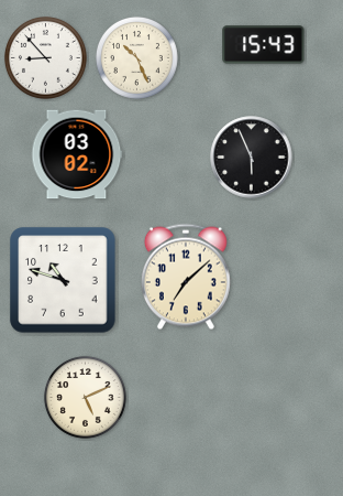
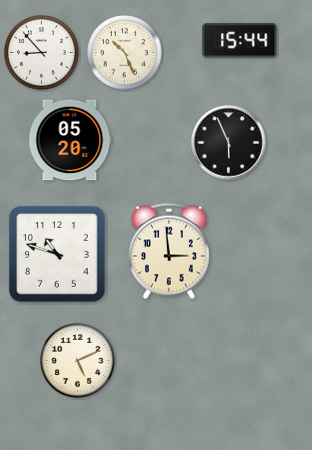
clock at (264, 45): 15:43 -> 15:44
clock at (77, 154): 03:02 -> 05:20
clock at (186, 277): 7:08 -> 2:59
